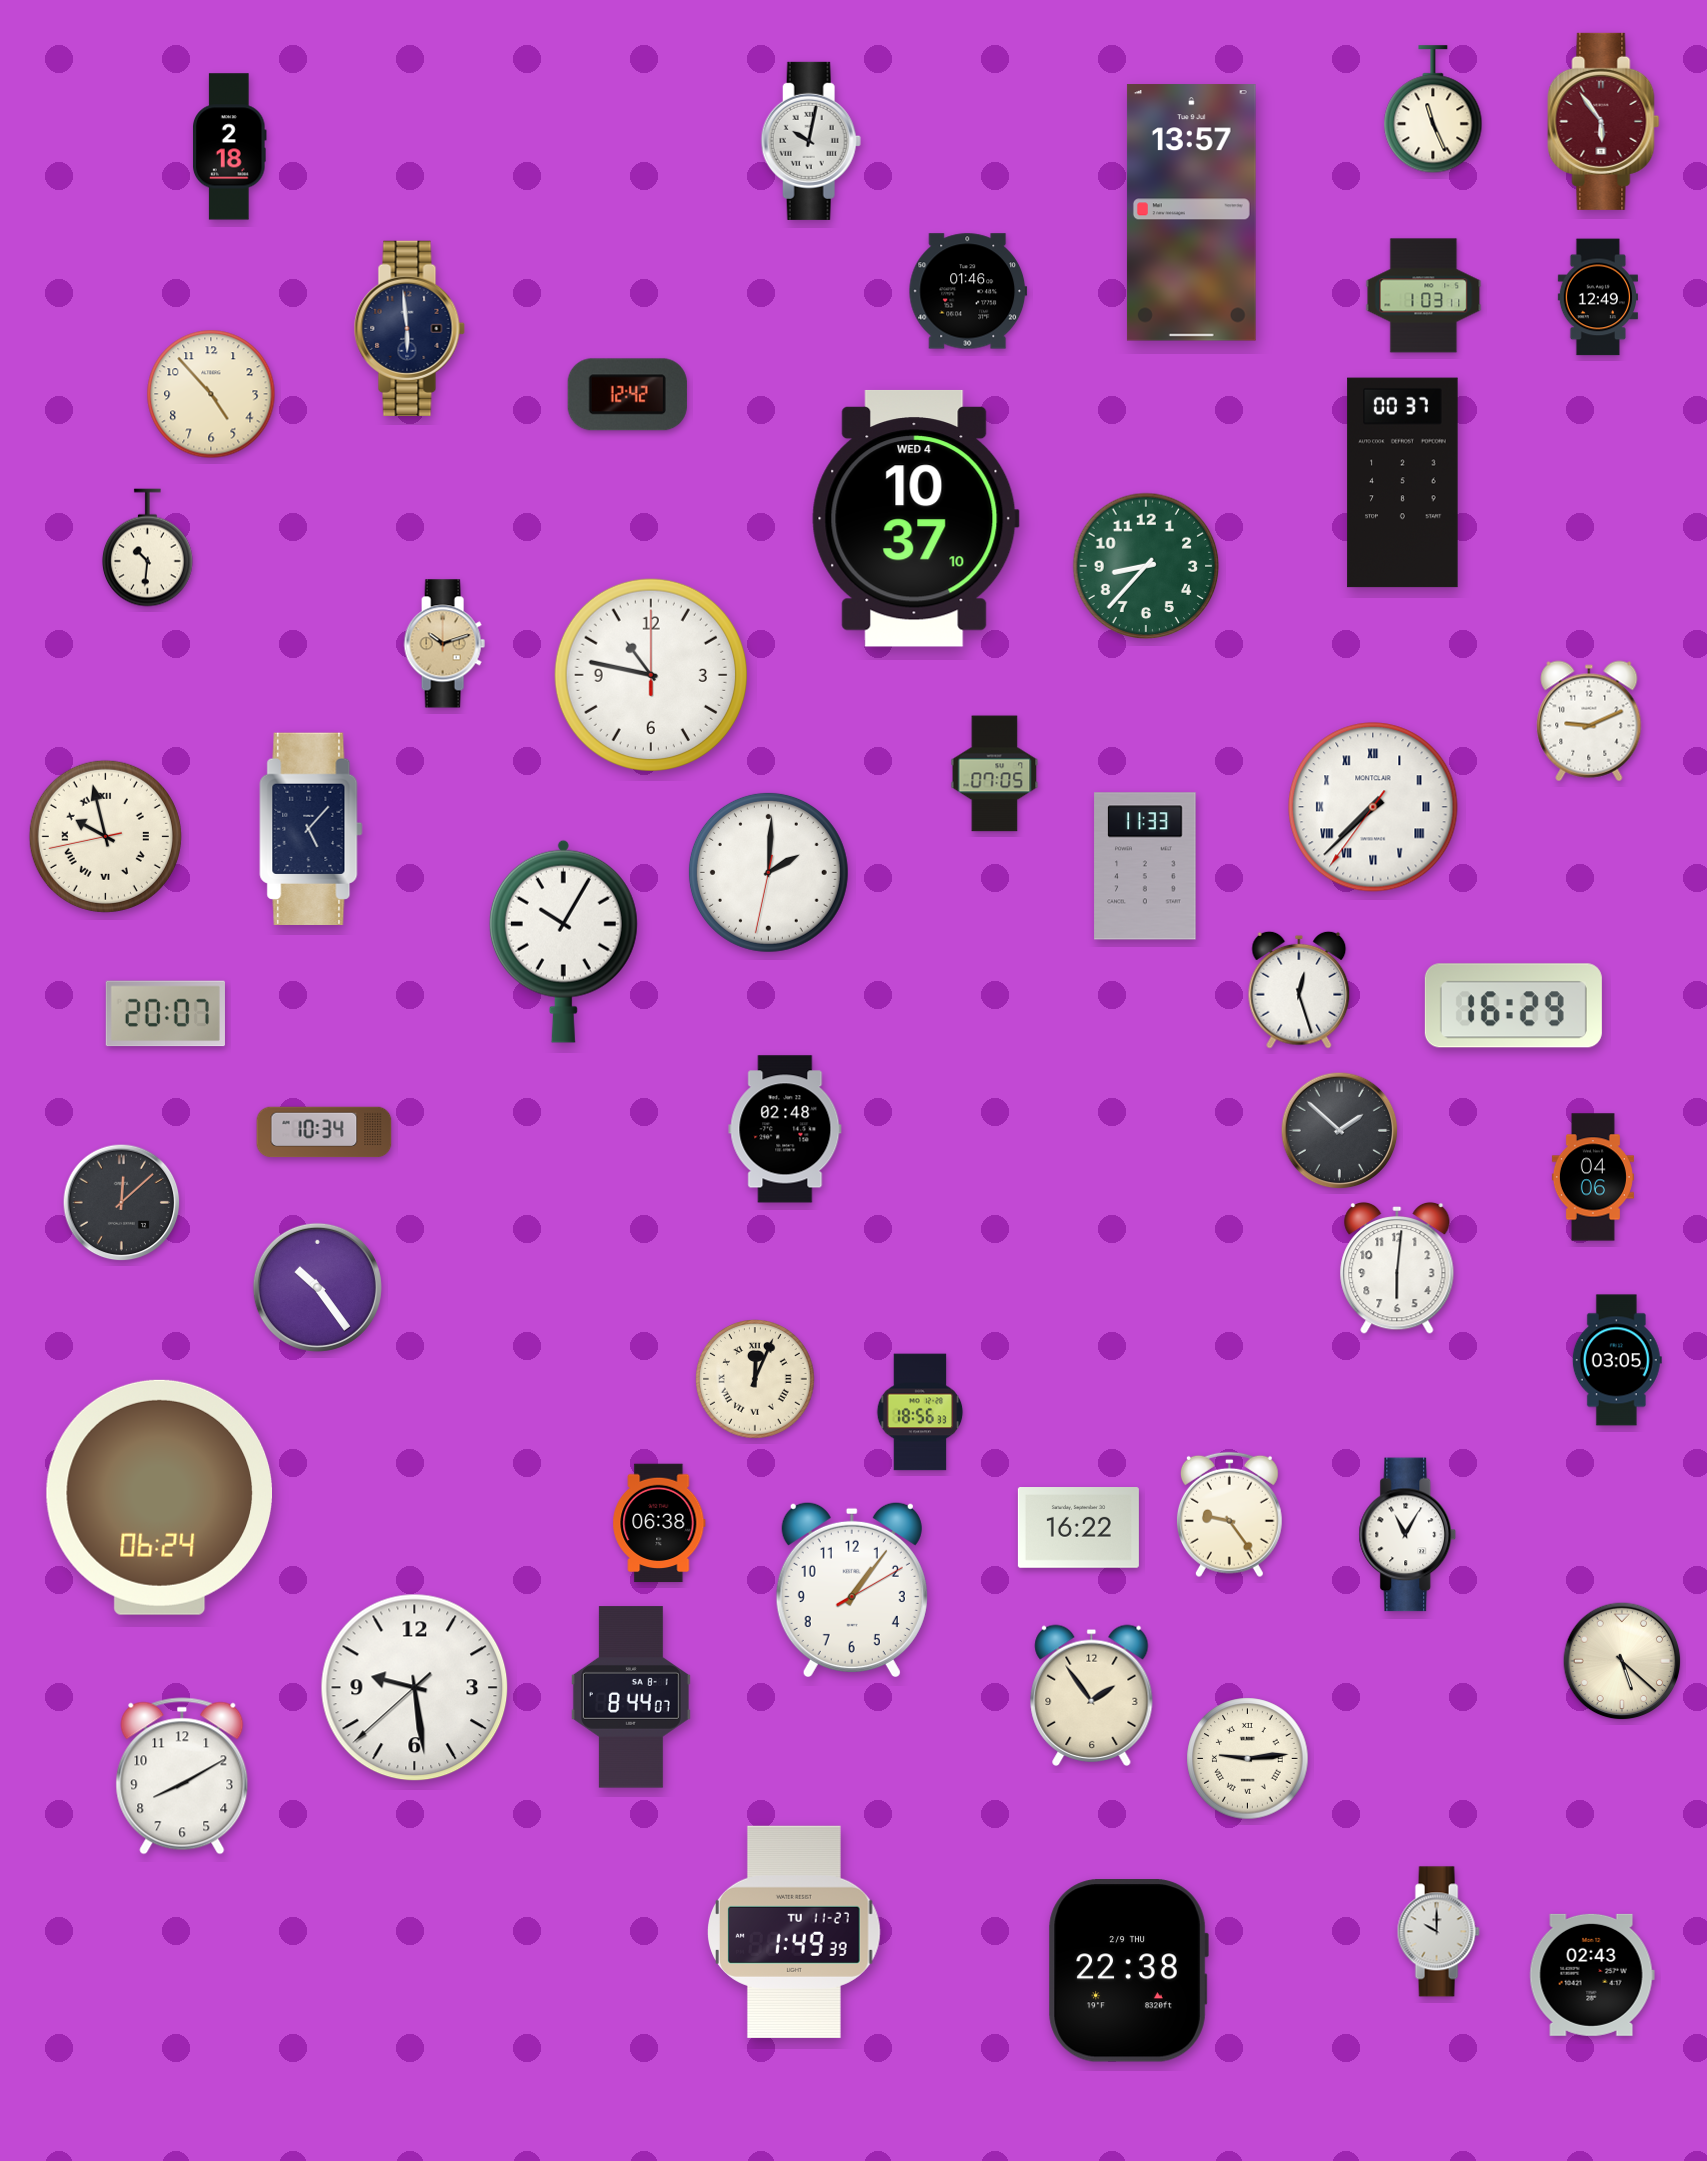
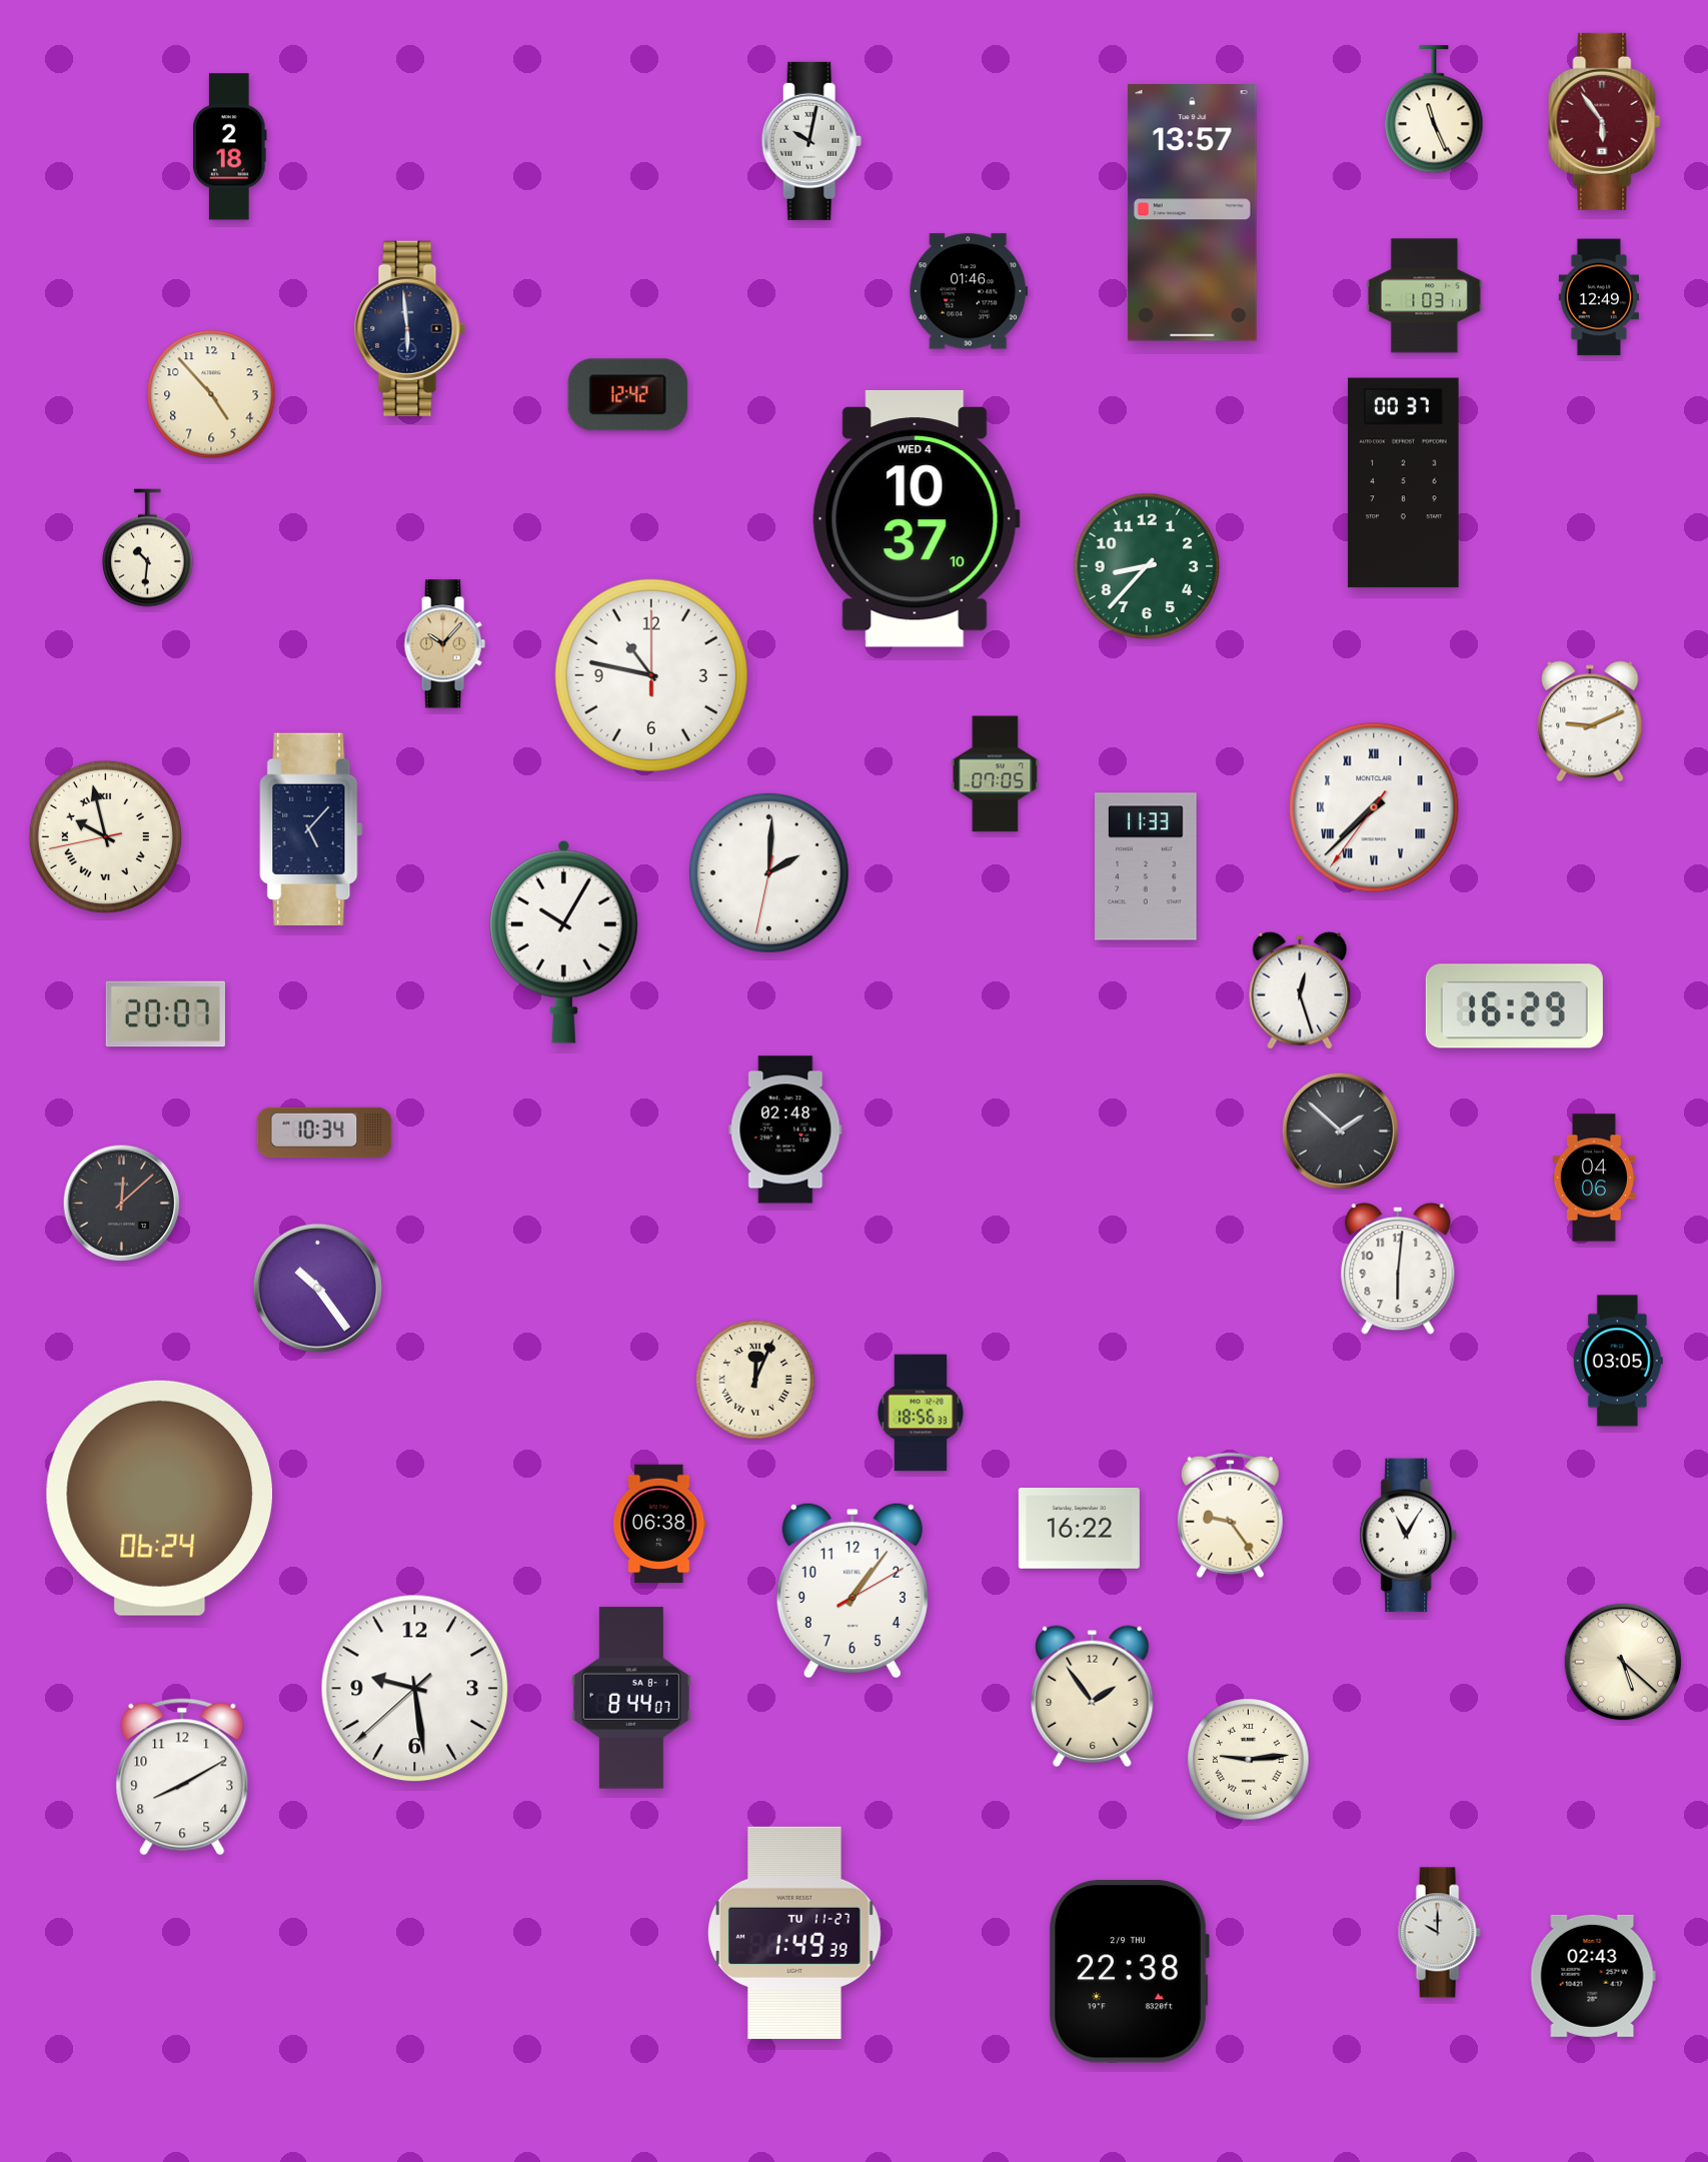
clock at (444, 644): 10:12 -> 10:07
